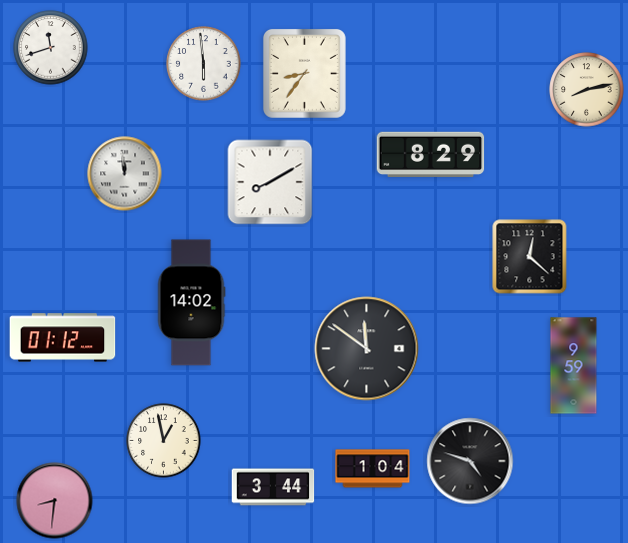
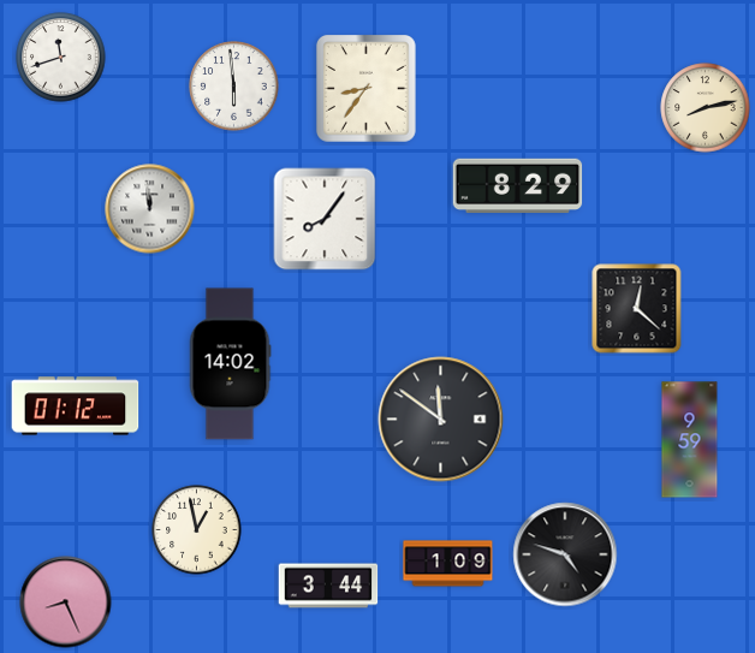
clock at (204, 64) position: (204, 64) -> (234, 87)
clock at (270, 182): 8:10 -> 8:06
clock at (373, 469): 1:04 -> 1:09
clock at (55, 501): 8:31 -> 8:26
